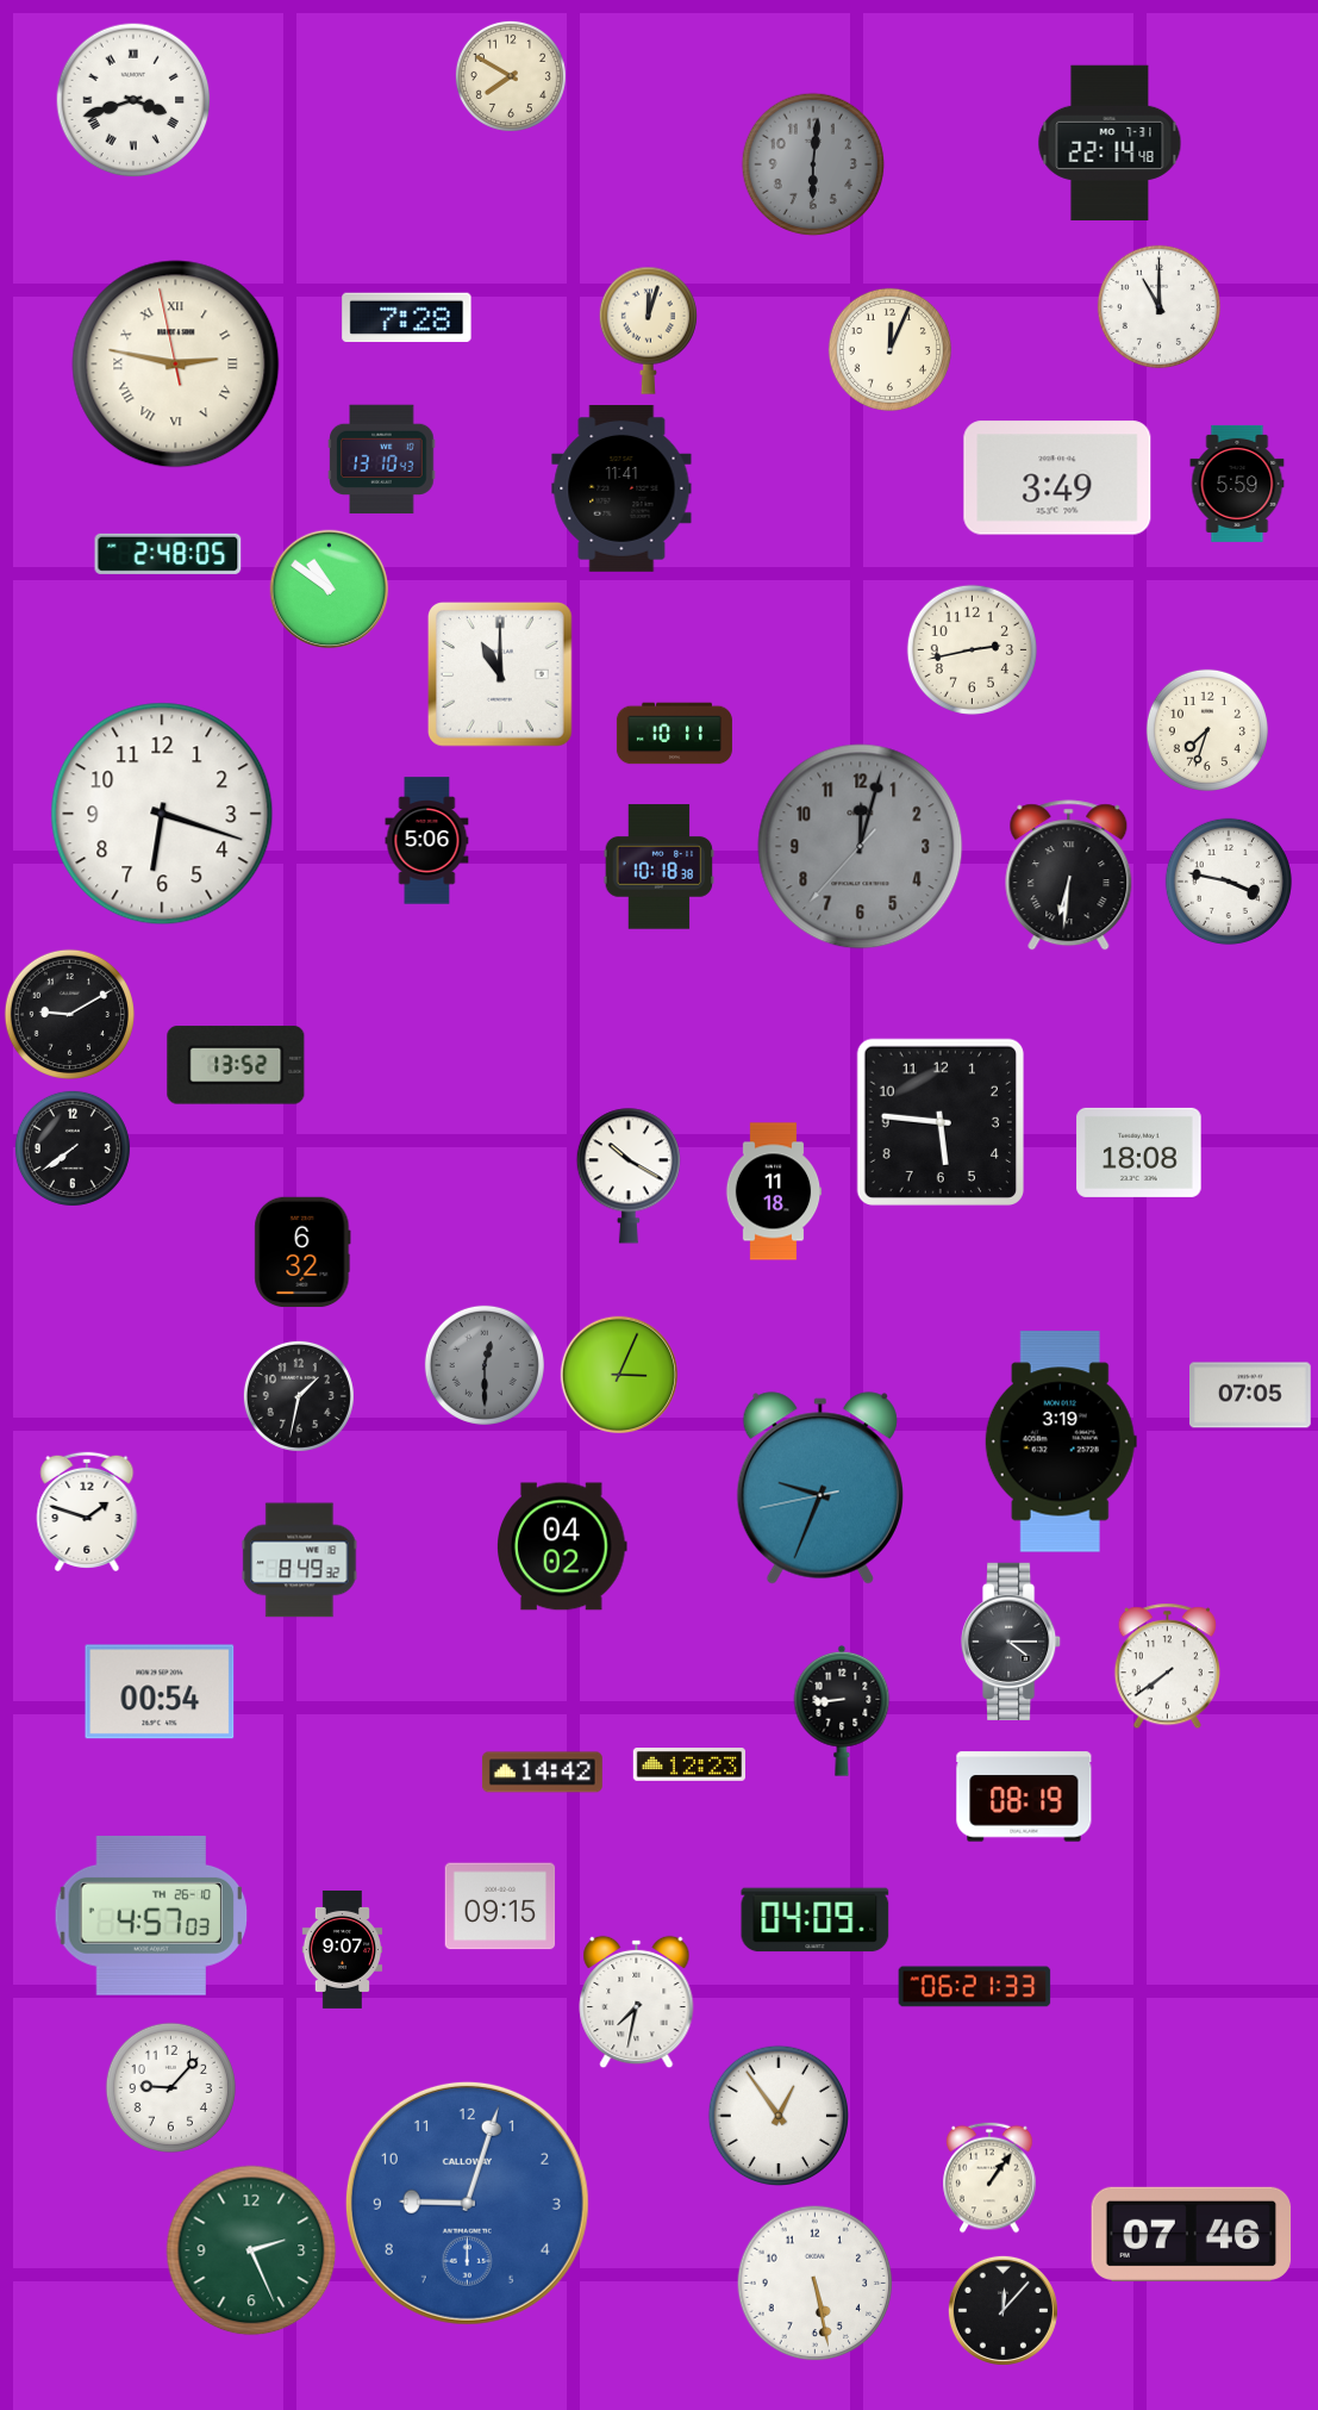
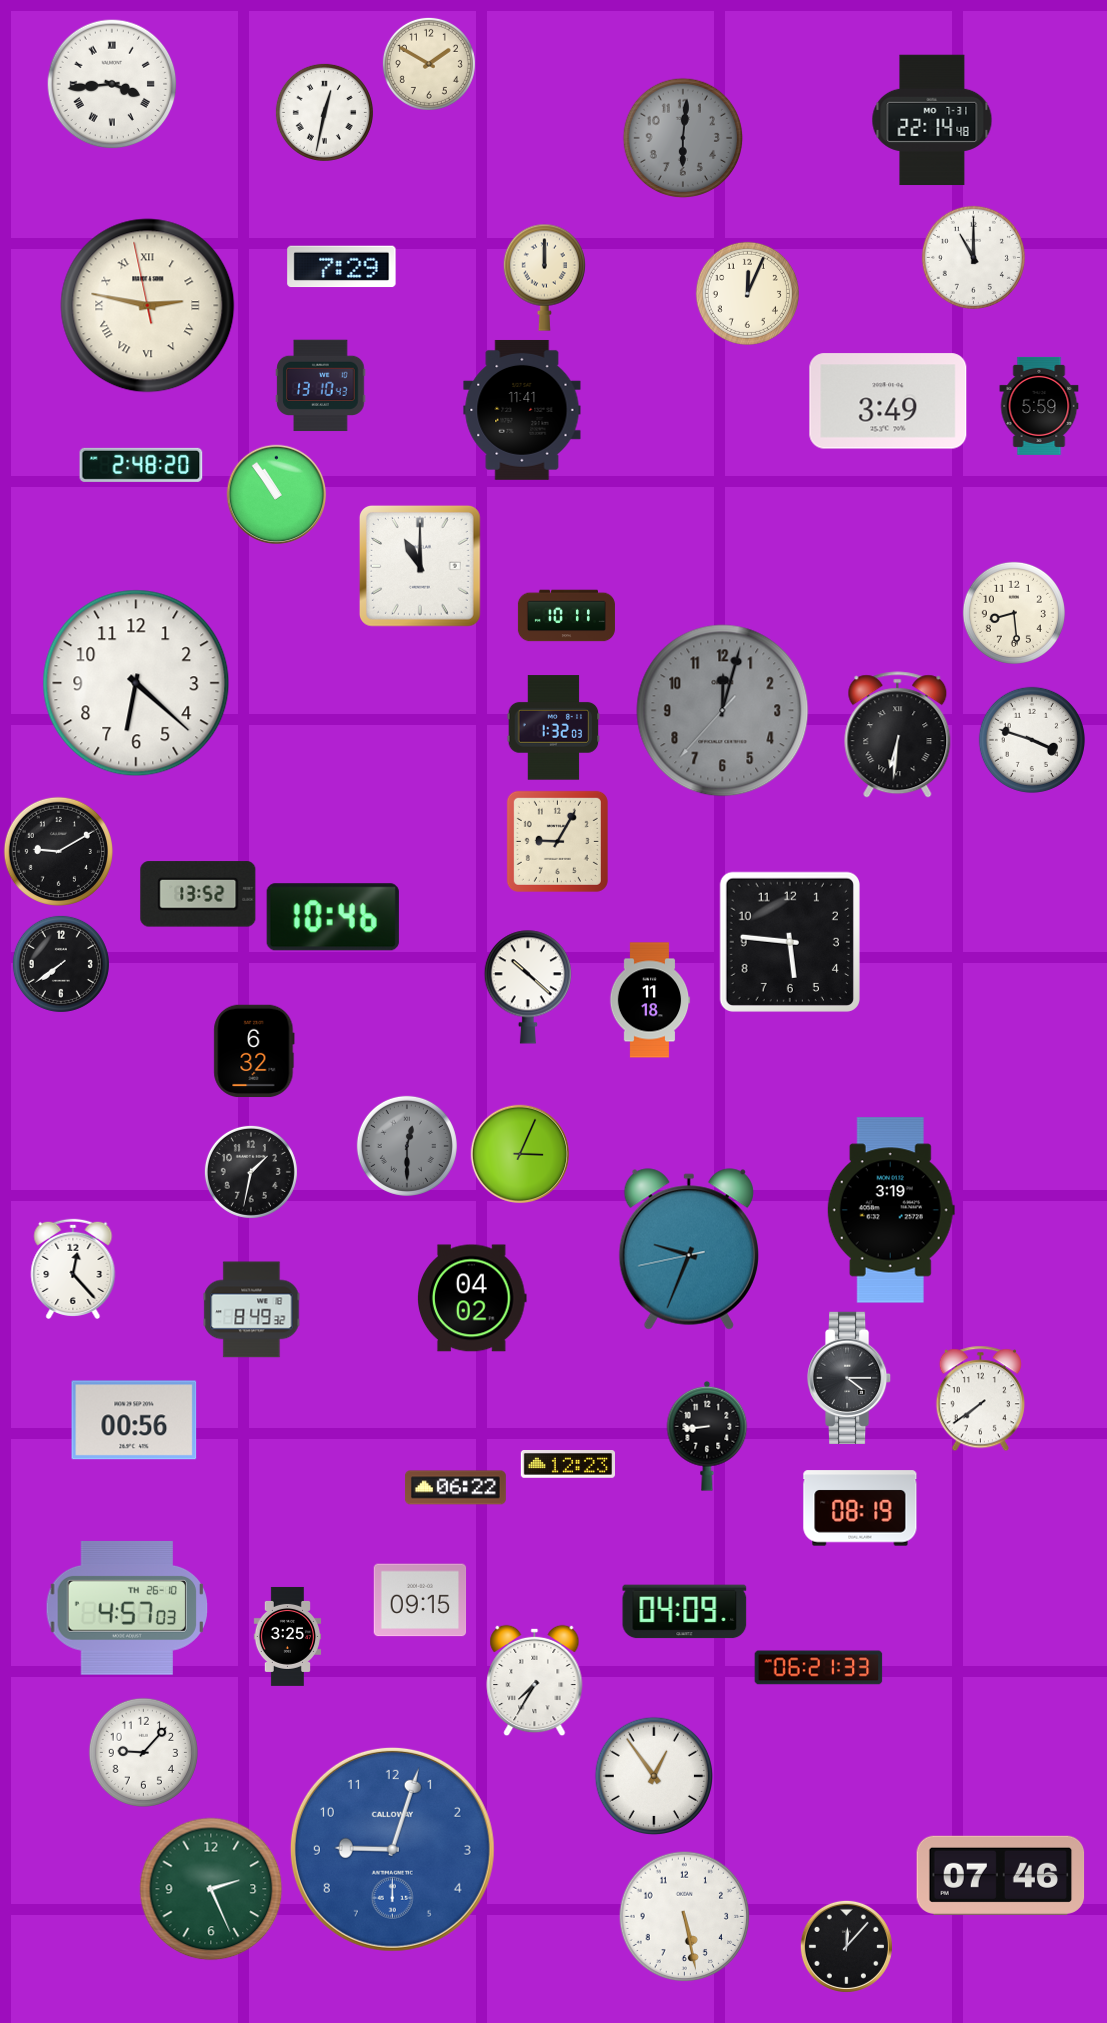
clock at (511, 76): 7:50 -> 1:50
clock at (133, 100): 3:42 -> 3:44
clock at (324, 112): none -> 12:32
clock at (407, 318): 7:28 -> 7:29
clock at (648, 330): 12:03 -> 12:00
clock at (168, 554): 2:48:05 -> 2:48:20
clock at (330, 590): 10:51 -> 10:54
clock at (972, 649): 2:43 -> none
clock at (1207, 730): 7:33 -> 8:29
clock at (162, 814): 6:18 -> 6:22
clock at (427, 841): 5:06 -> none
clock at (660, 867): 10:18 -> 1:32
clock at (1229, 882): 3:47 -> 3:48
clock at (557, 841): none -> 9:05
clock at (333, 917): none -> 10:46
clock at (1139, 1152): 18:08 -> none
clock at (629, 1176): 10:20 -> 10:22
clock at (1251, 1395): 07:05 -> none
clock at (87, 1512): 1:48 -> 12:23
clock at (160, 1692): 00:54 -> 00:56
clock at (688, 1766) position: (688, 1766) -> (567, 1465)
clock at (542, 1773): 14:42 -> 06:22
clock at (343, 1949): 9:07 -> 3:25
clock at (637, 2003): 7:32 -> 7:35
clock at (989, 2178): 1:06 -> none
clock at (1002, 2310) position: (1002, 2310) -> (846, 1946)
